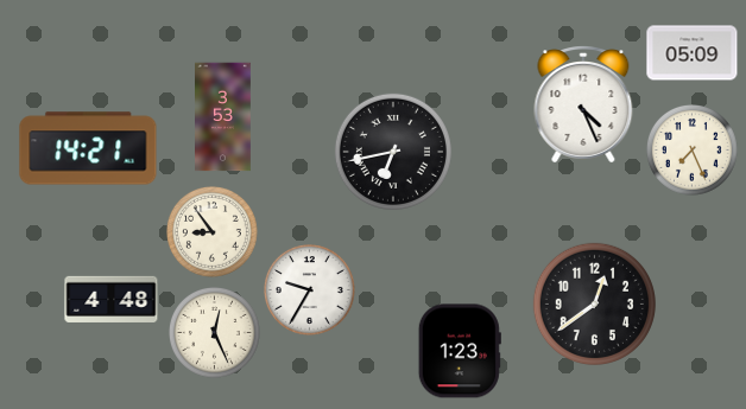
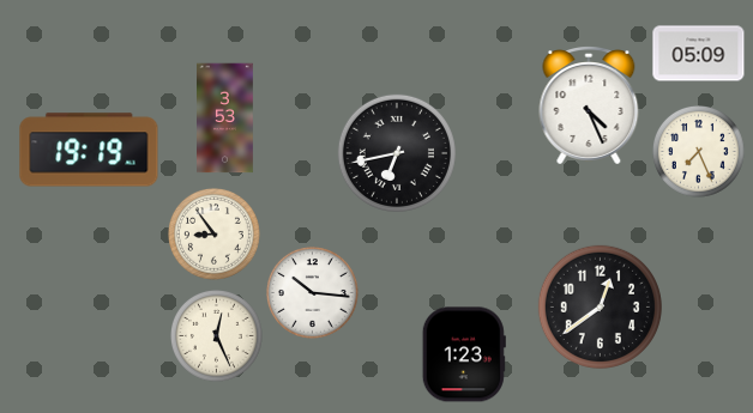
clock at (88, 148): 14:21 -> 19:19
clock at (310, 290): 9:35 -> 10:16
clock at (112, 299): 4:48 -> none
